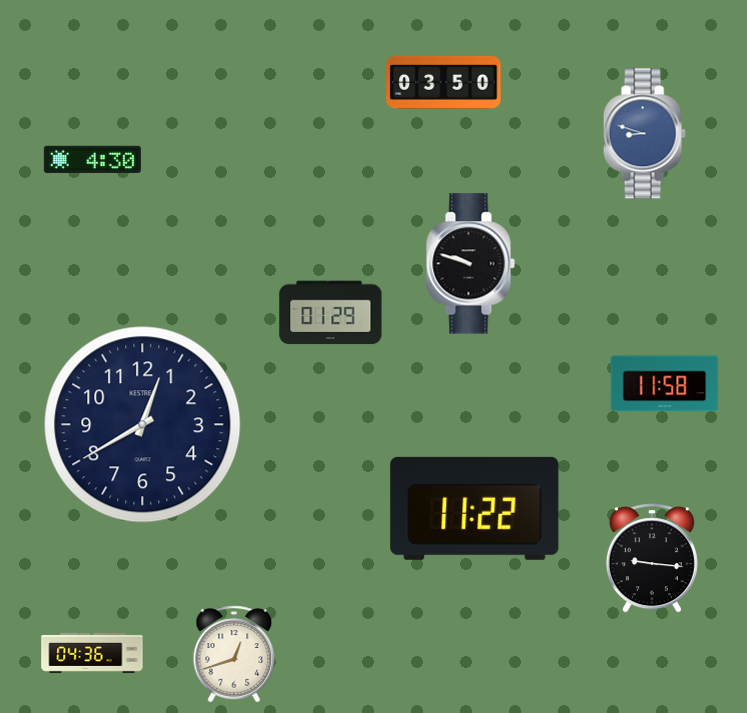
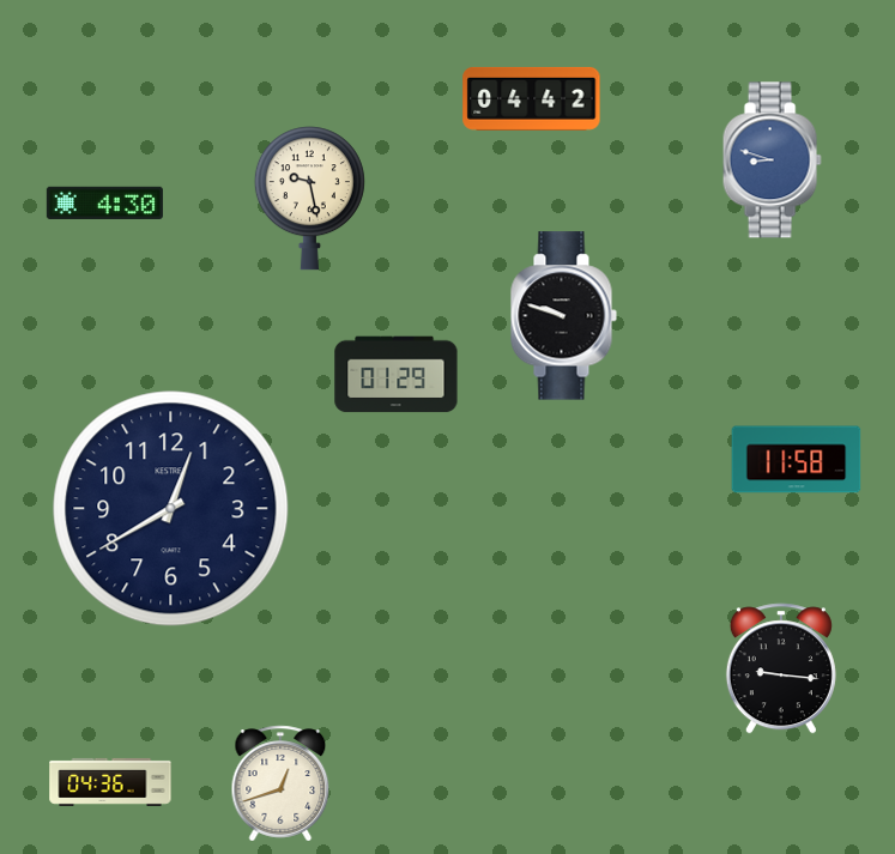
clock at (444, 82): 03:50 -> 04:42
clock at (92, 159) position: (92, 159) -> (104, 202)
clock at (309, 199): none -> 9:28
clock at (475, 508): 11:22 -> none
